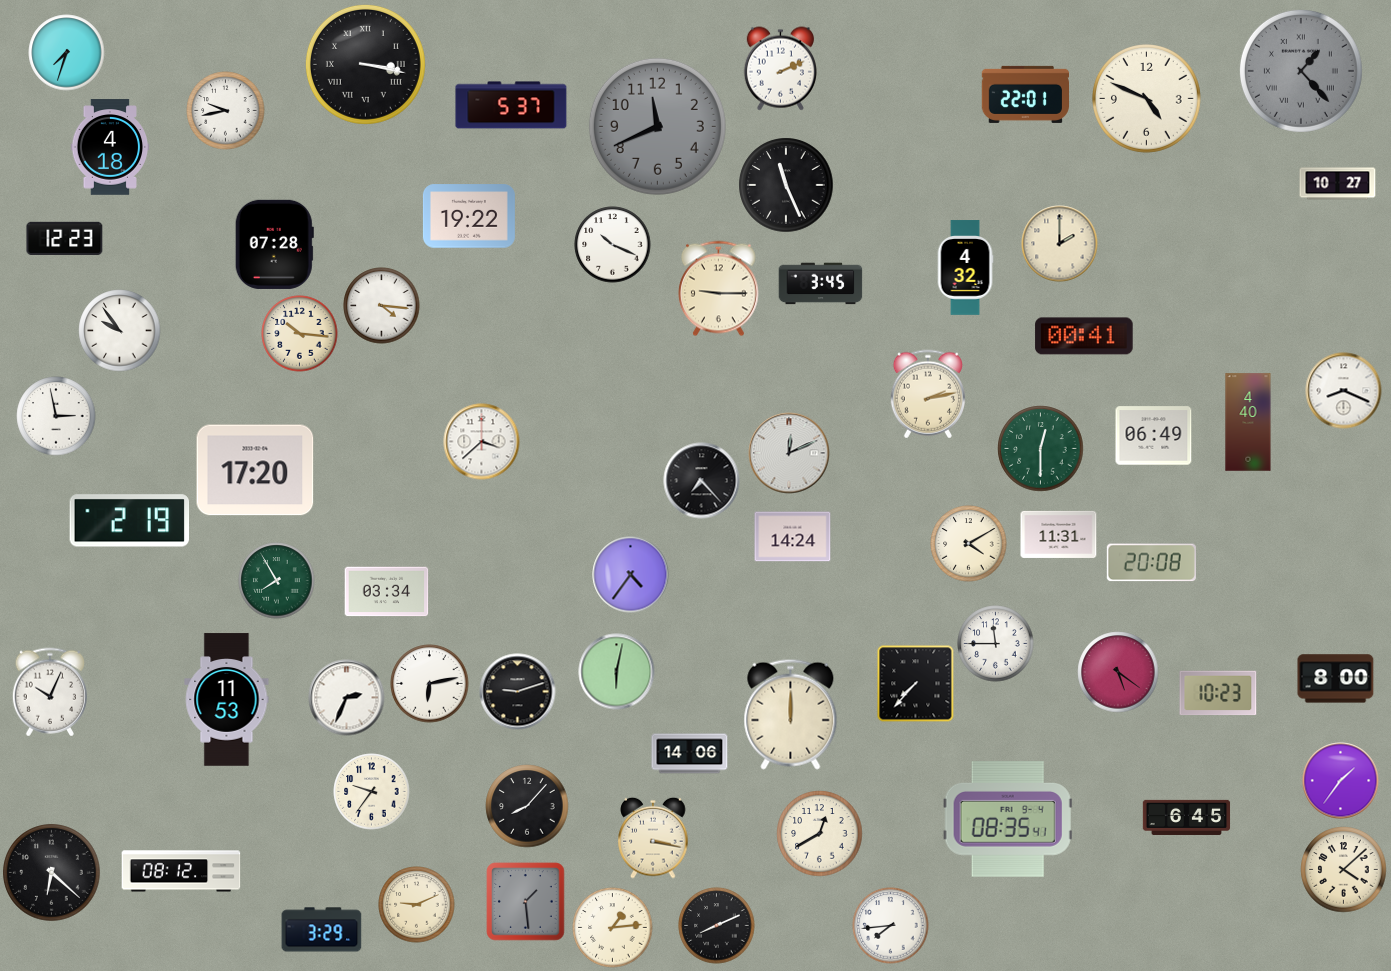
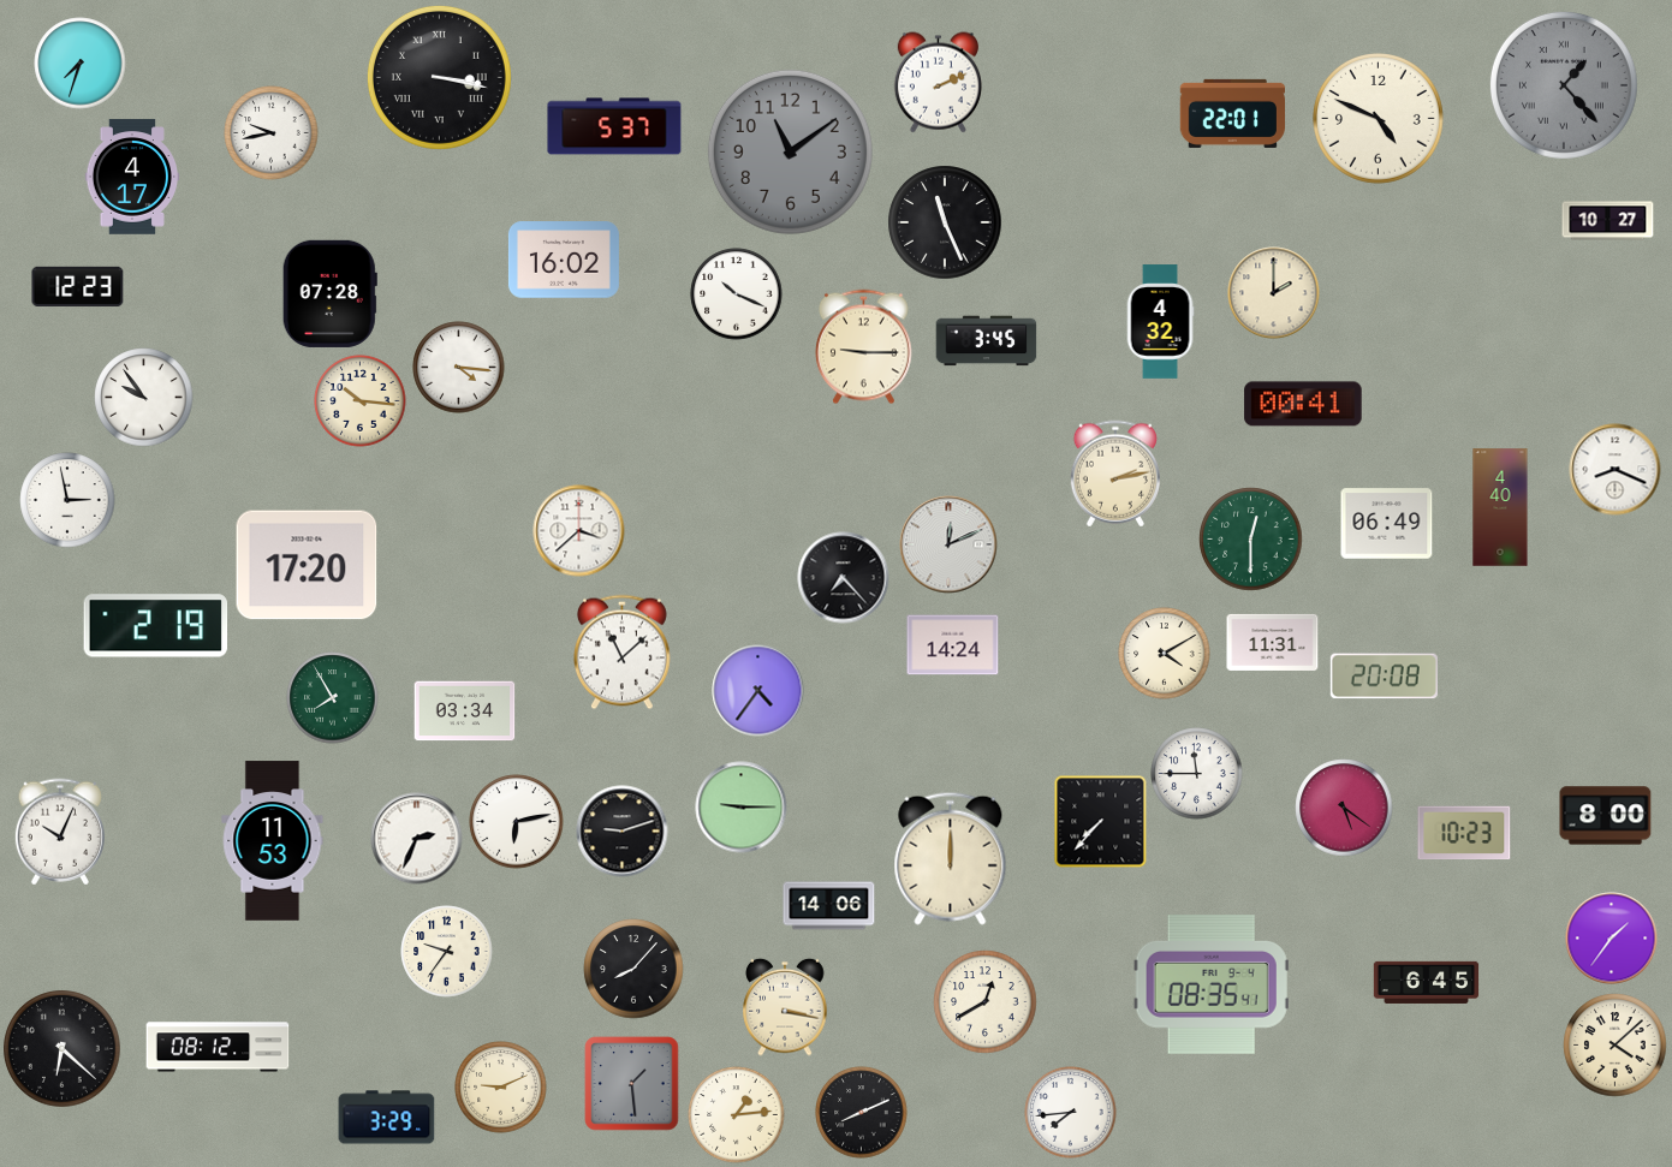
clock at (657, 126): 11:41 -> 11:09
clock at (110, 147): 4:18 -> 4:17
clock at (469, 216): 19:22 -> 16:02
clock at (621, 653): none -> 11:08
clock at (617, 672): 6:02 -> 9:15
